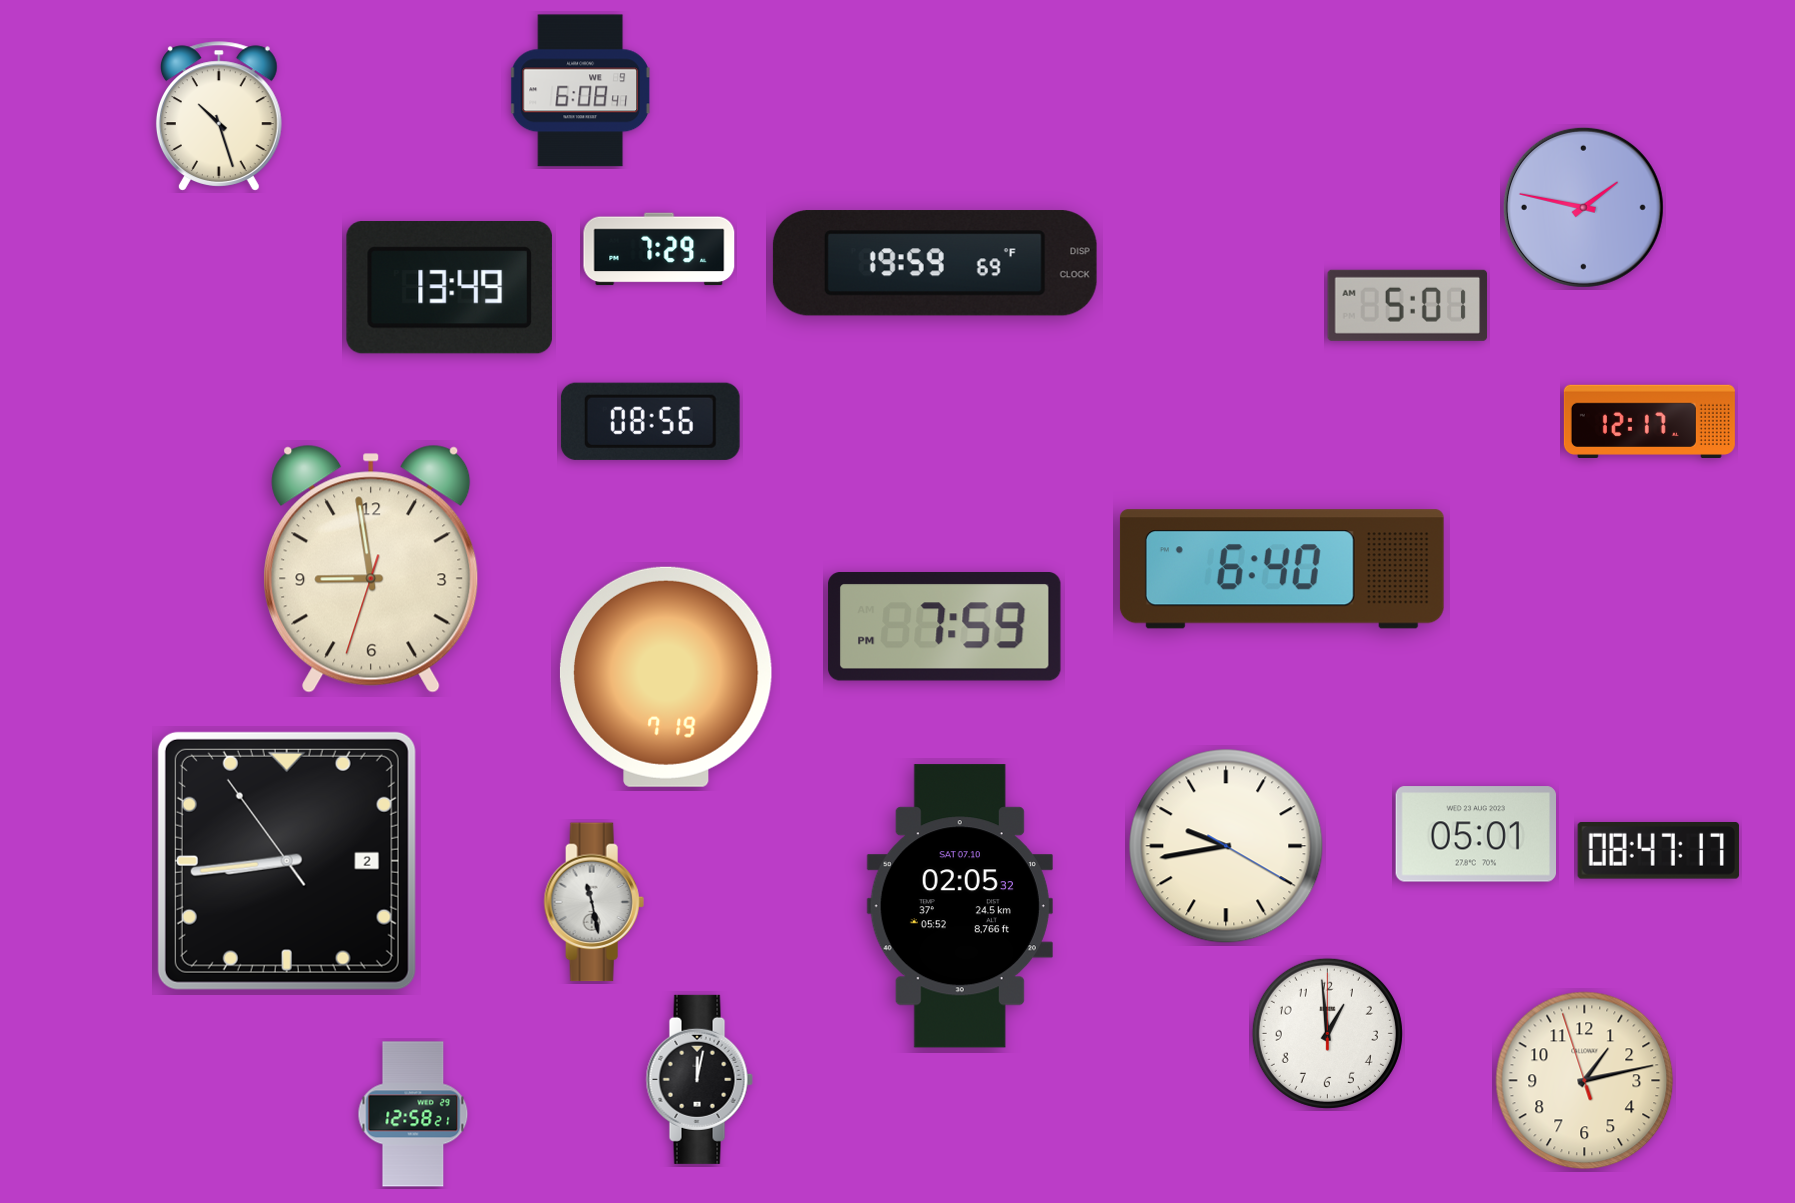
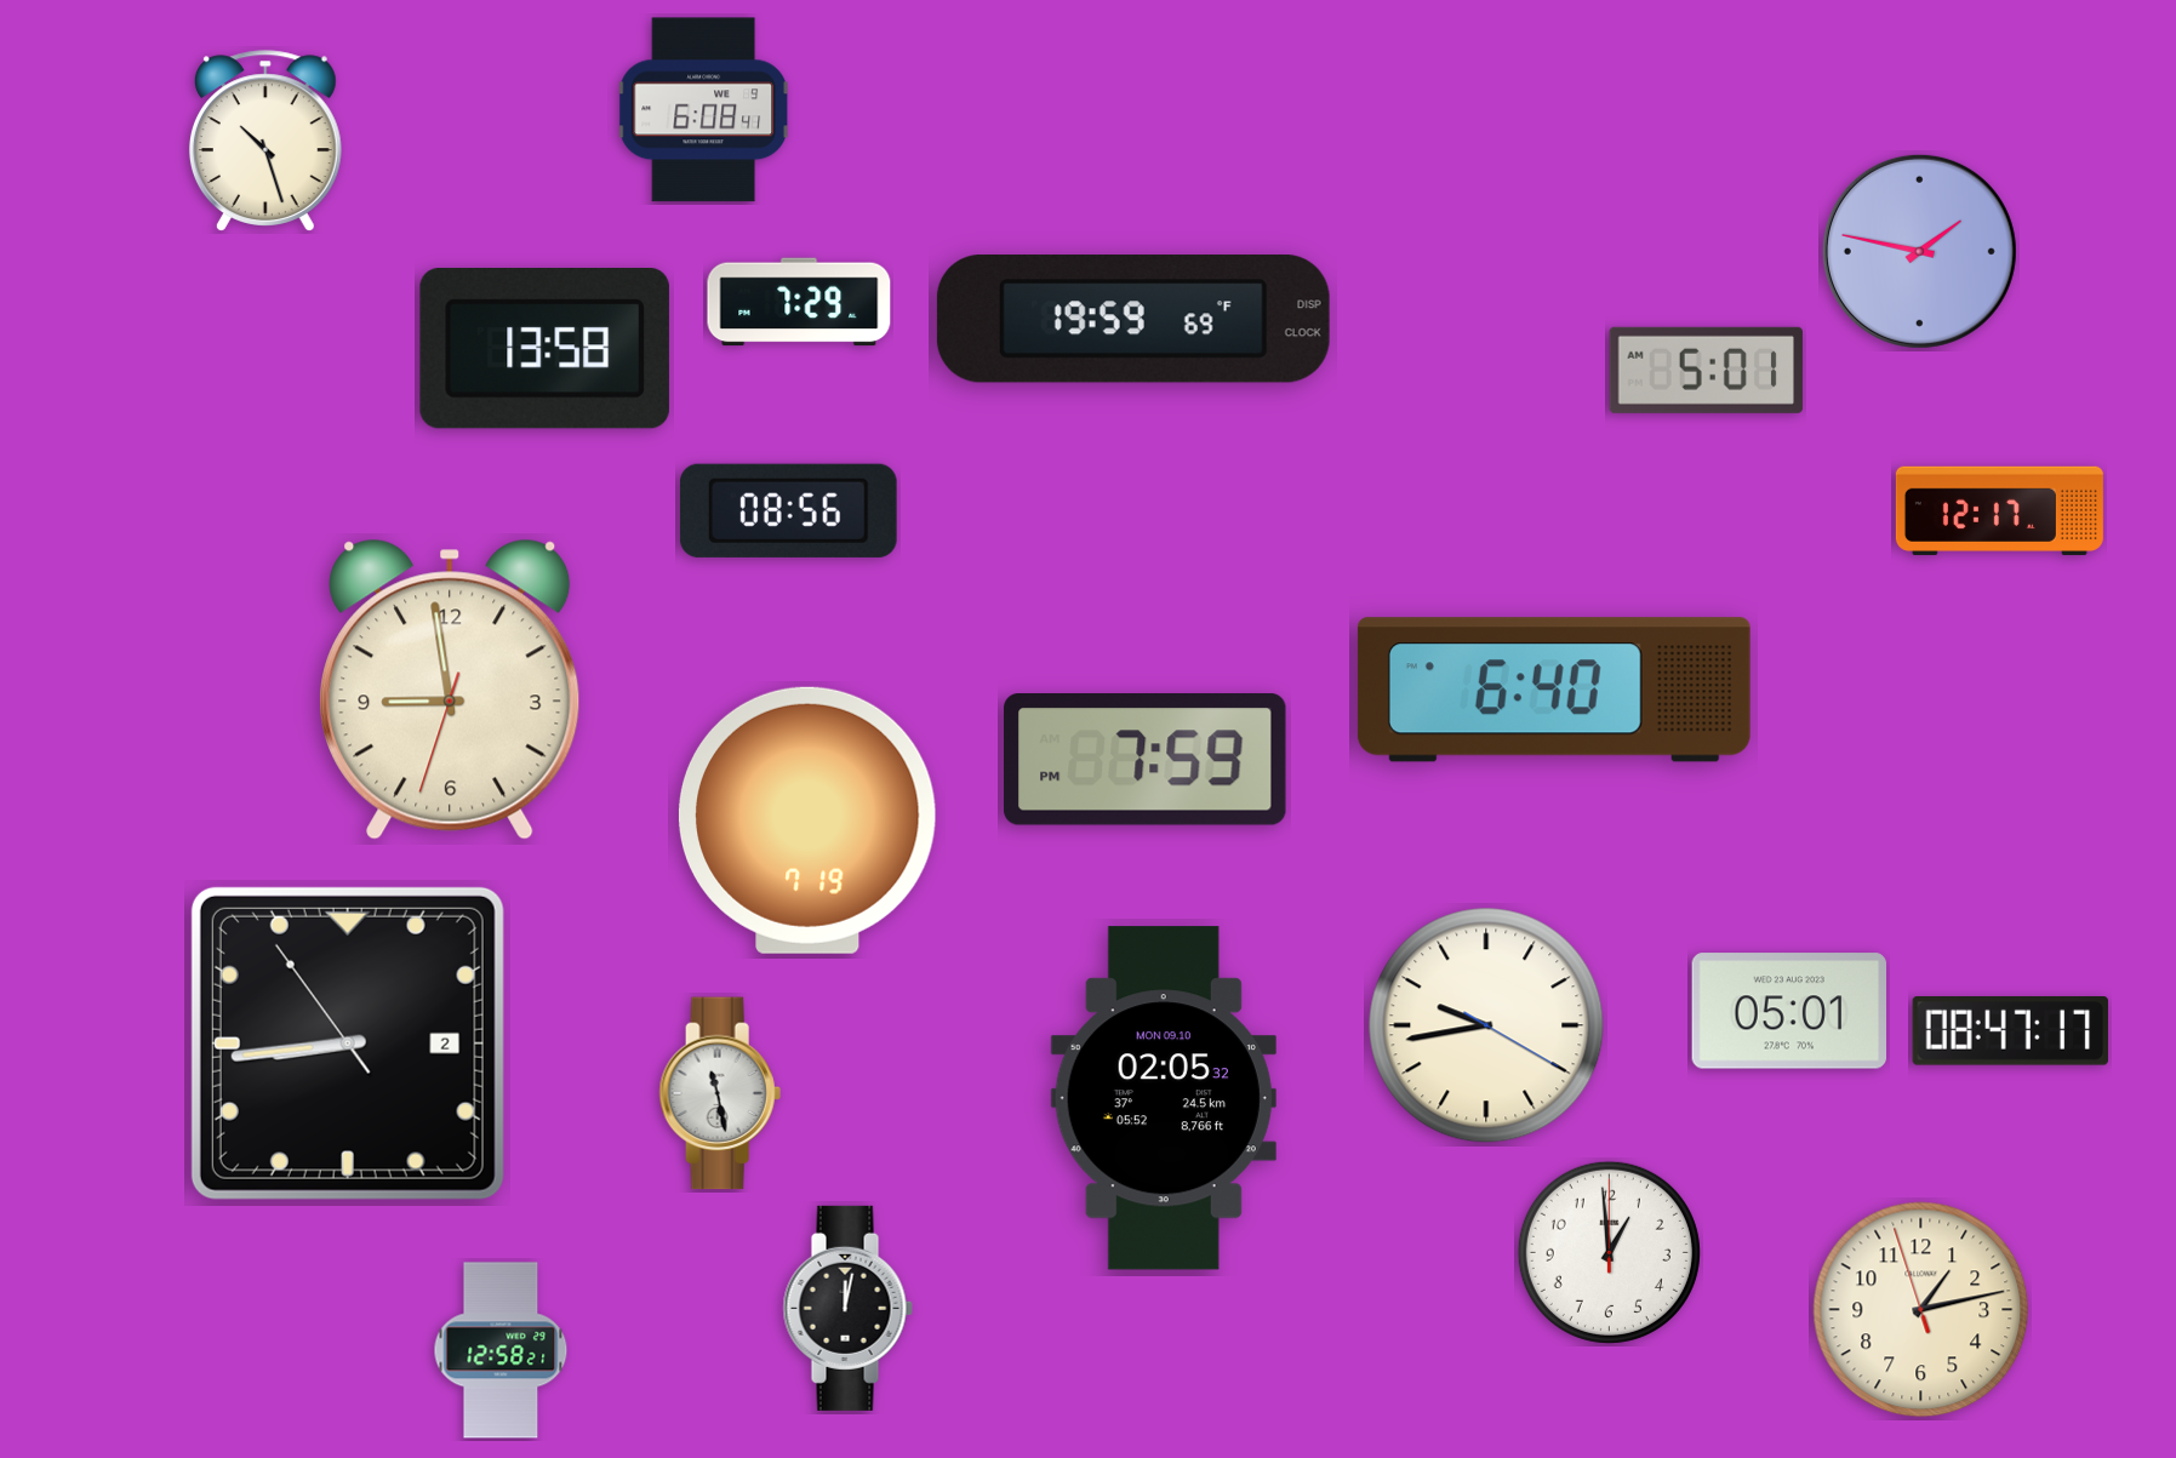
clock at (449, 288): 13:49 -> 13:58
clock at (960, 906) date: SAT 07.10 -> MON 09.10
